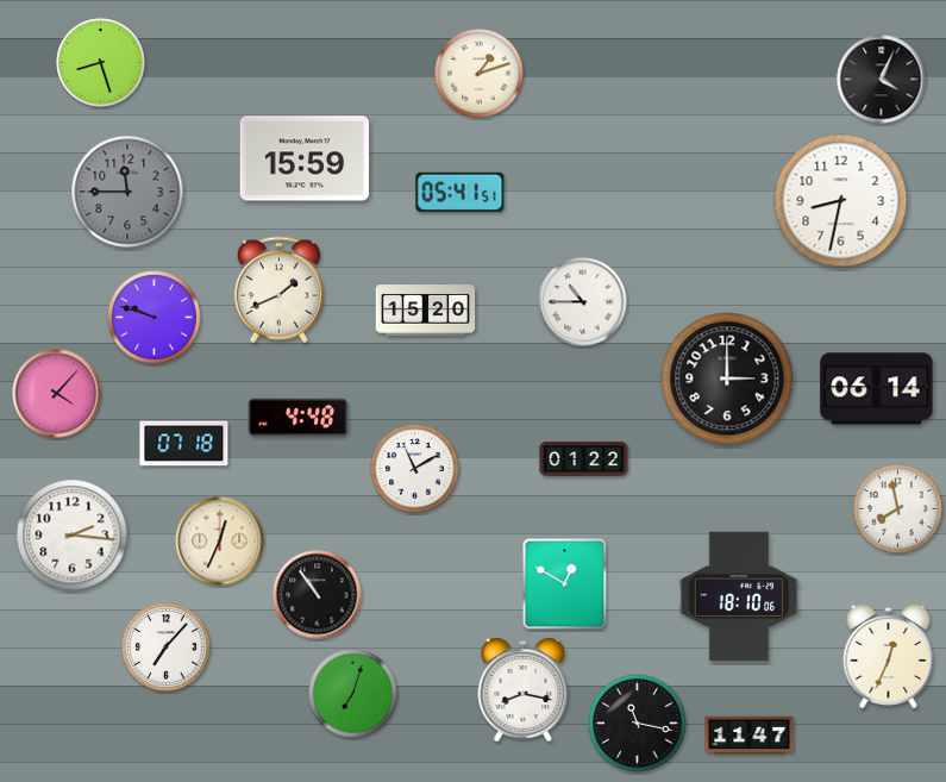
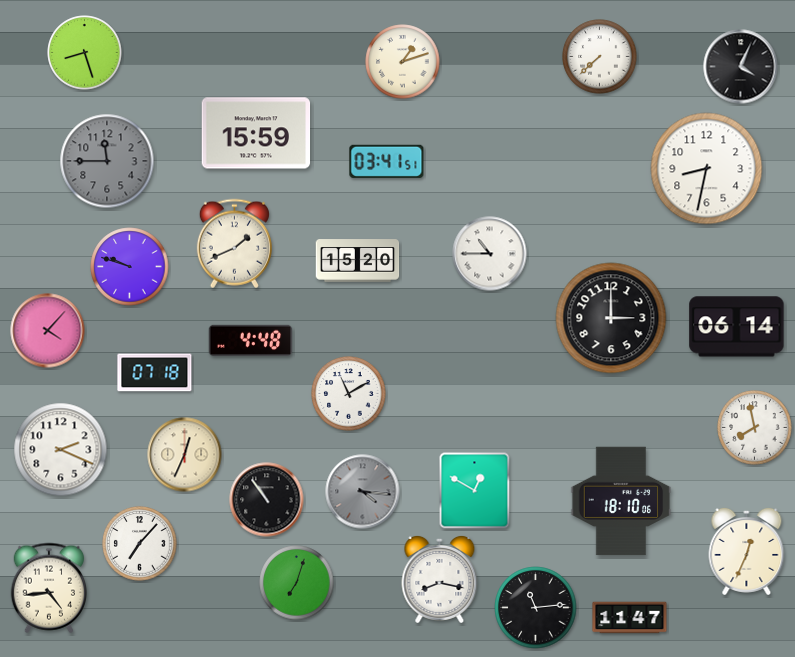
clock at (600, 57): none -> 7:38
clock at (461, 192): 05:41 -> 03:41
clock at (299, 417) position: (299, 417) -> (251, 340)
clock at (584, 459): 01:22 -> none
clock at (73, 536): 2:16 -> 2:19
clock at (363, 492): none -> 4:16
clock at (48, 588): none -> 4:44
clock at (638, 724): 11:17 -> 11:14
